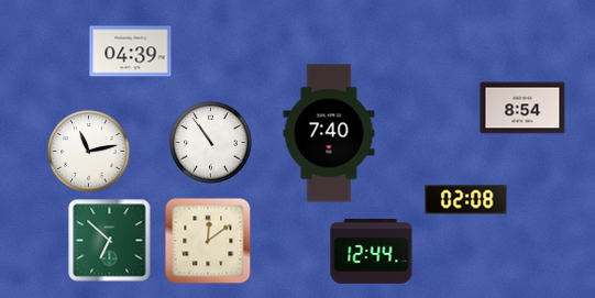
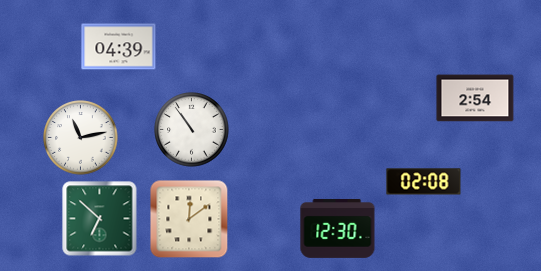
clock at (522, 108): 8:54 -> 2:54
clock at (329, 133): 7:40 -> none
clock at (372, 251): 12:44 -> 12:30
